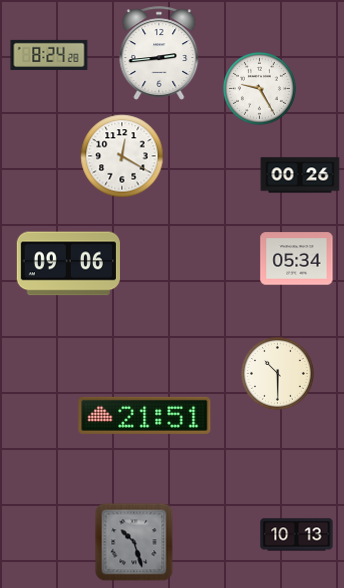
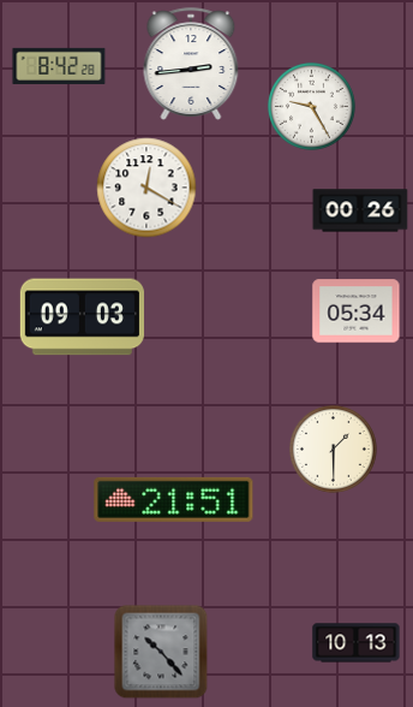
clock at (49, 55): 8:24 -> 8:42
clock at (68, 264): 09:06 -> 09:03
clock at (277, 373): 10:30 -> 1:30
clock at (134, 542): 10:27 -> 10:23
